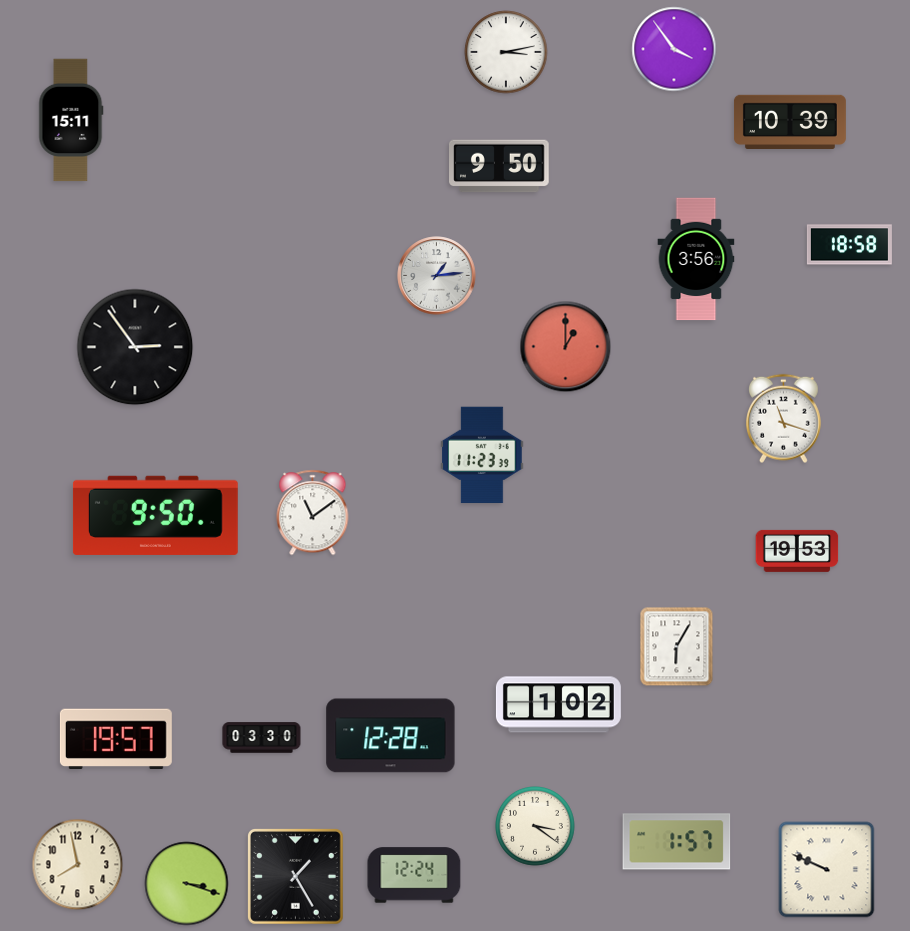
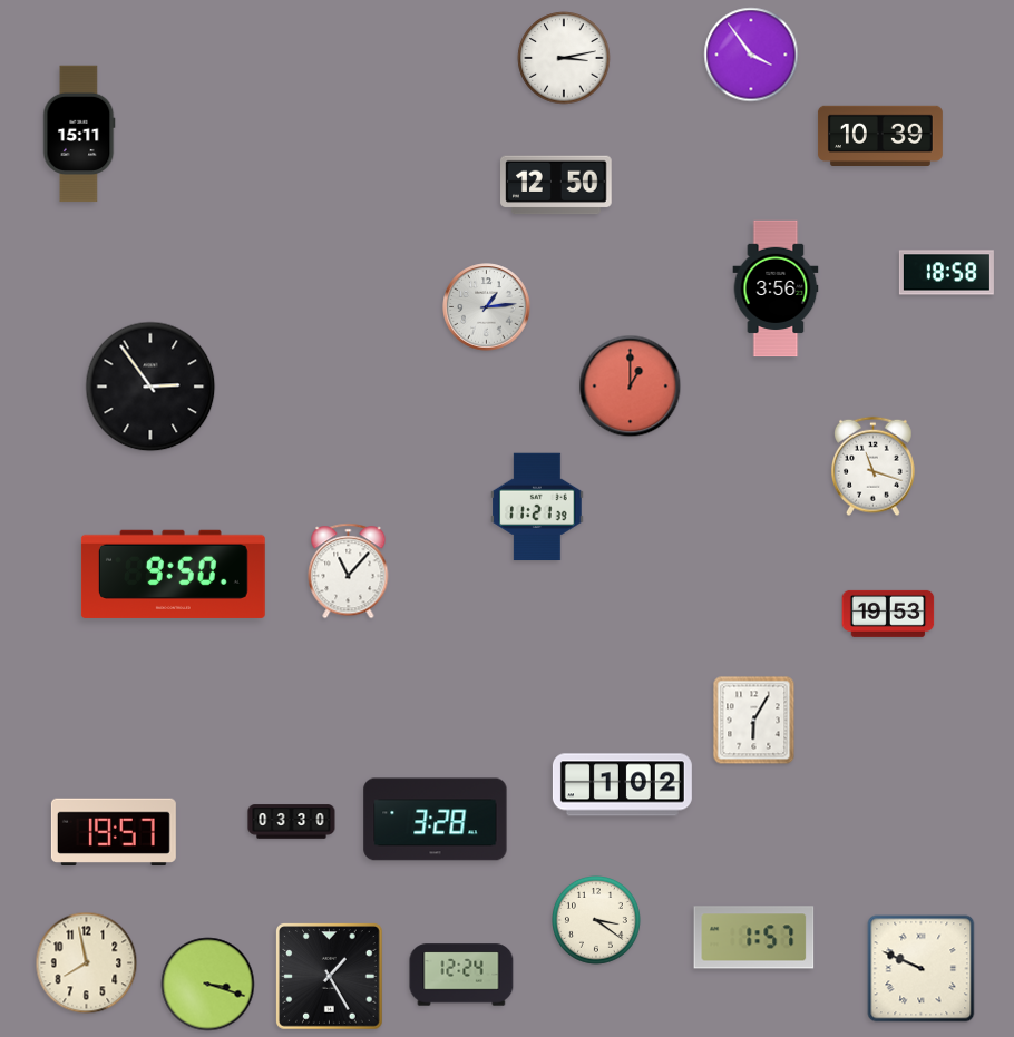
clock at (500, 166): 9:50 -> 12:50
clock at (482, 455): 11:23 -> 11:21
clock at (313, 513): 11:09 -> 11:07
clock at (391, 736): 12:28 -> 3:28
clock at (116, 739) position: (116, 739) -> (114, 832)
